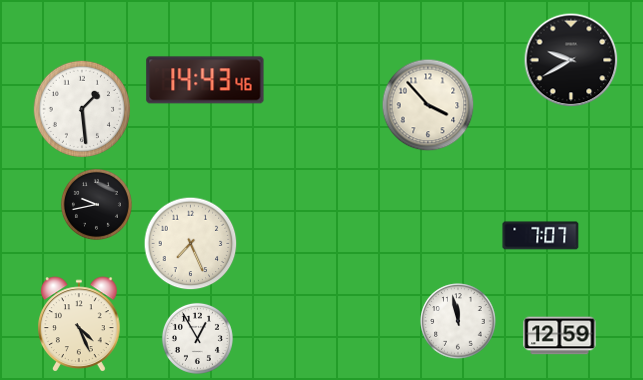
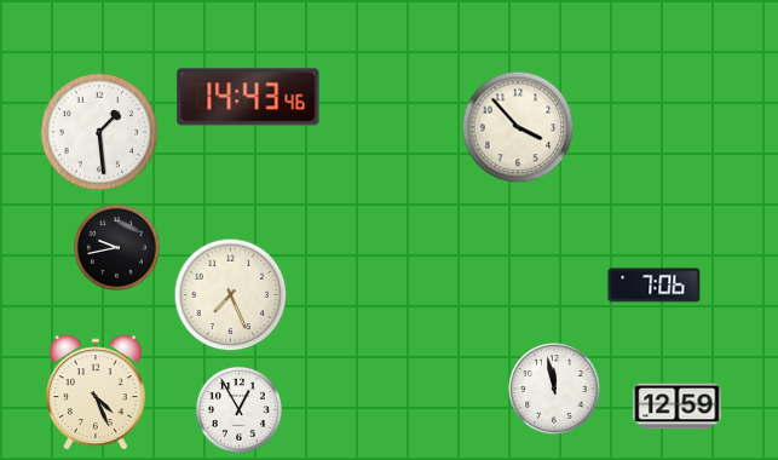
clock at (571, 60): 9:40 -> none
clock at (541, 236): 7:07 -> 7:06
